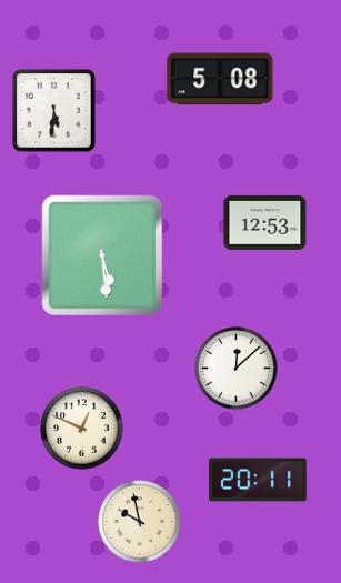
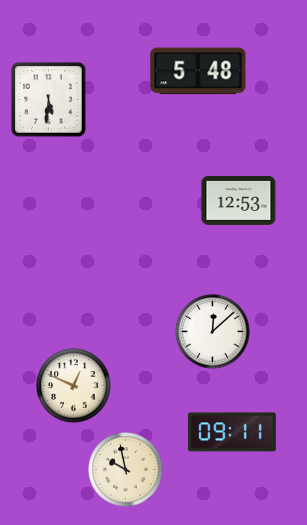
clock at (220, 79): 5:08 -> 5:48
clock at (102, 255): 5:29 -> none
clock at (259, 480): 20:11 -> 09:11
